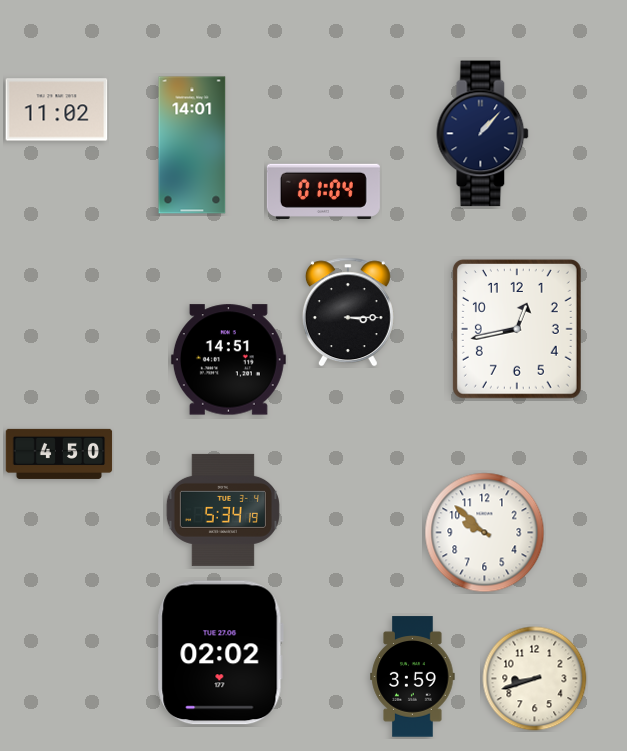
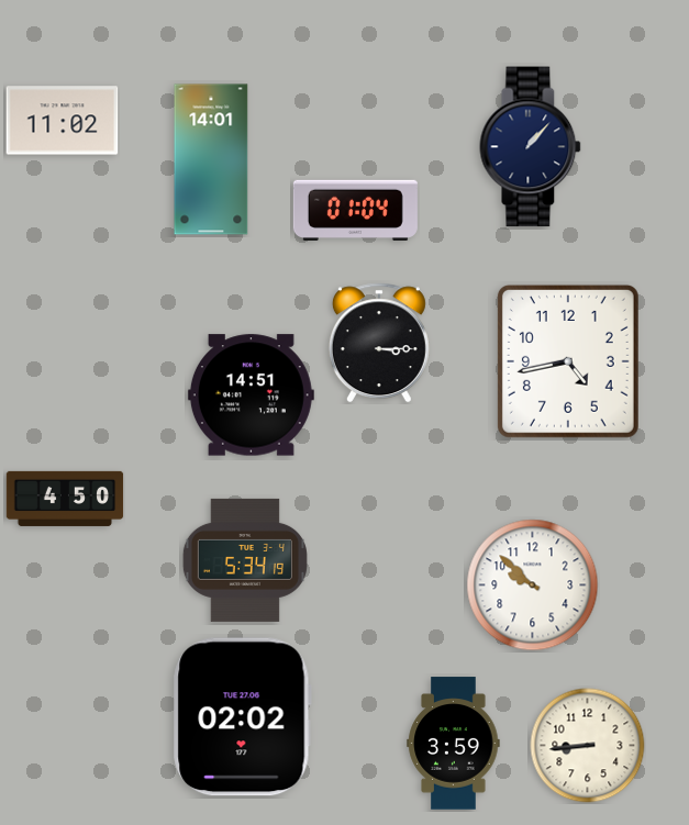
clock at (348, 312) position: (348, 312) -> (379, 343)
clock at (517, 329): 12:43 -> 4:43
clock at (535, 679): 8:42 -> 8:44
